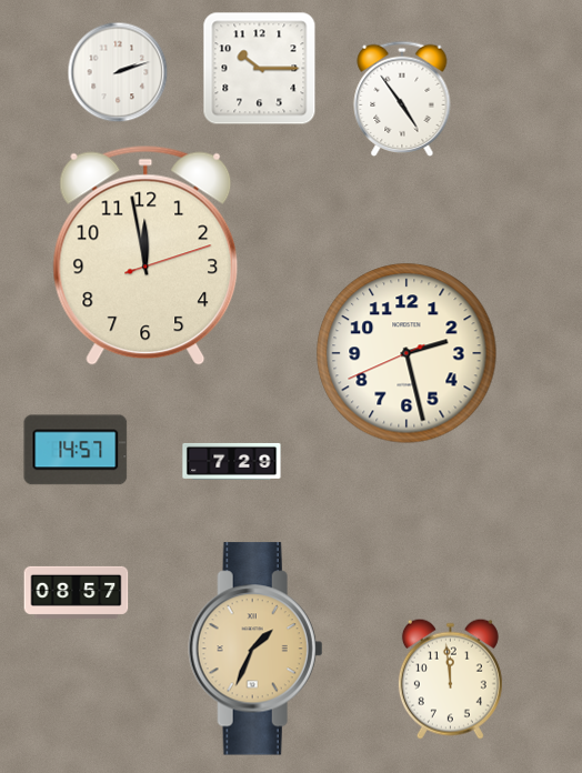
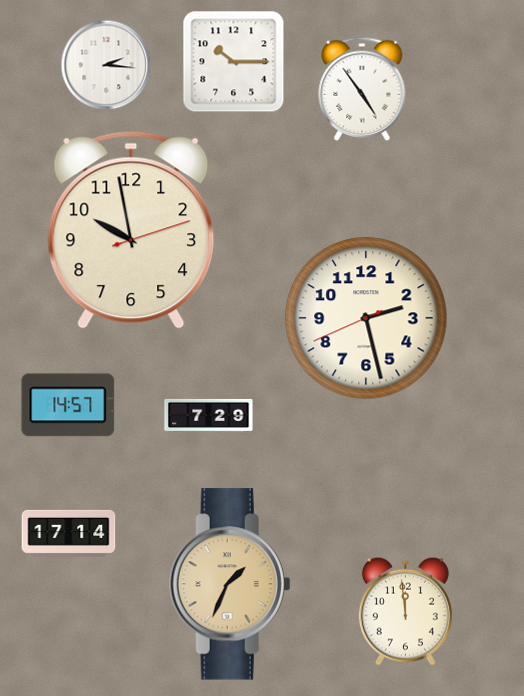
clock at (118, 72): 2:12 -> 2:16
clock at (145, 255): 11:58 -> 9:58
clock at (77, 592): 08:57 -> 17:14
